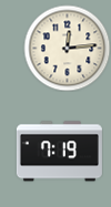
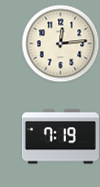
clock at (59, 152) position: (59, 152) -> (60, 137)
